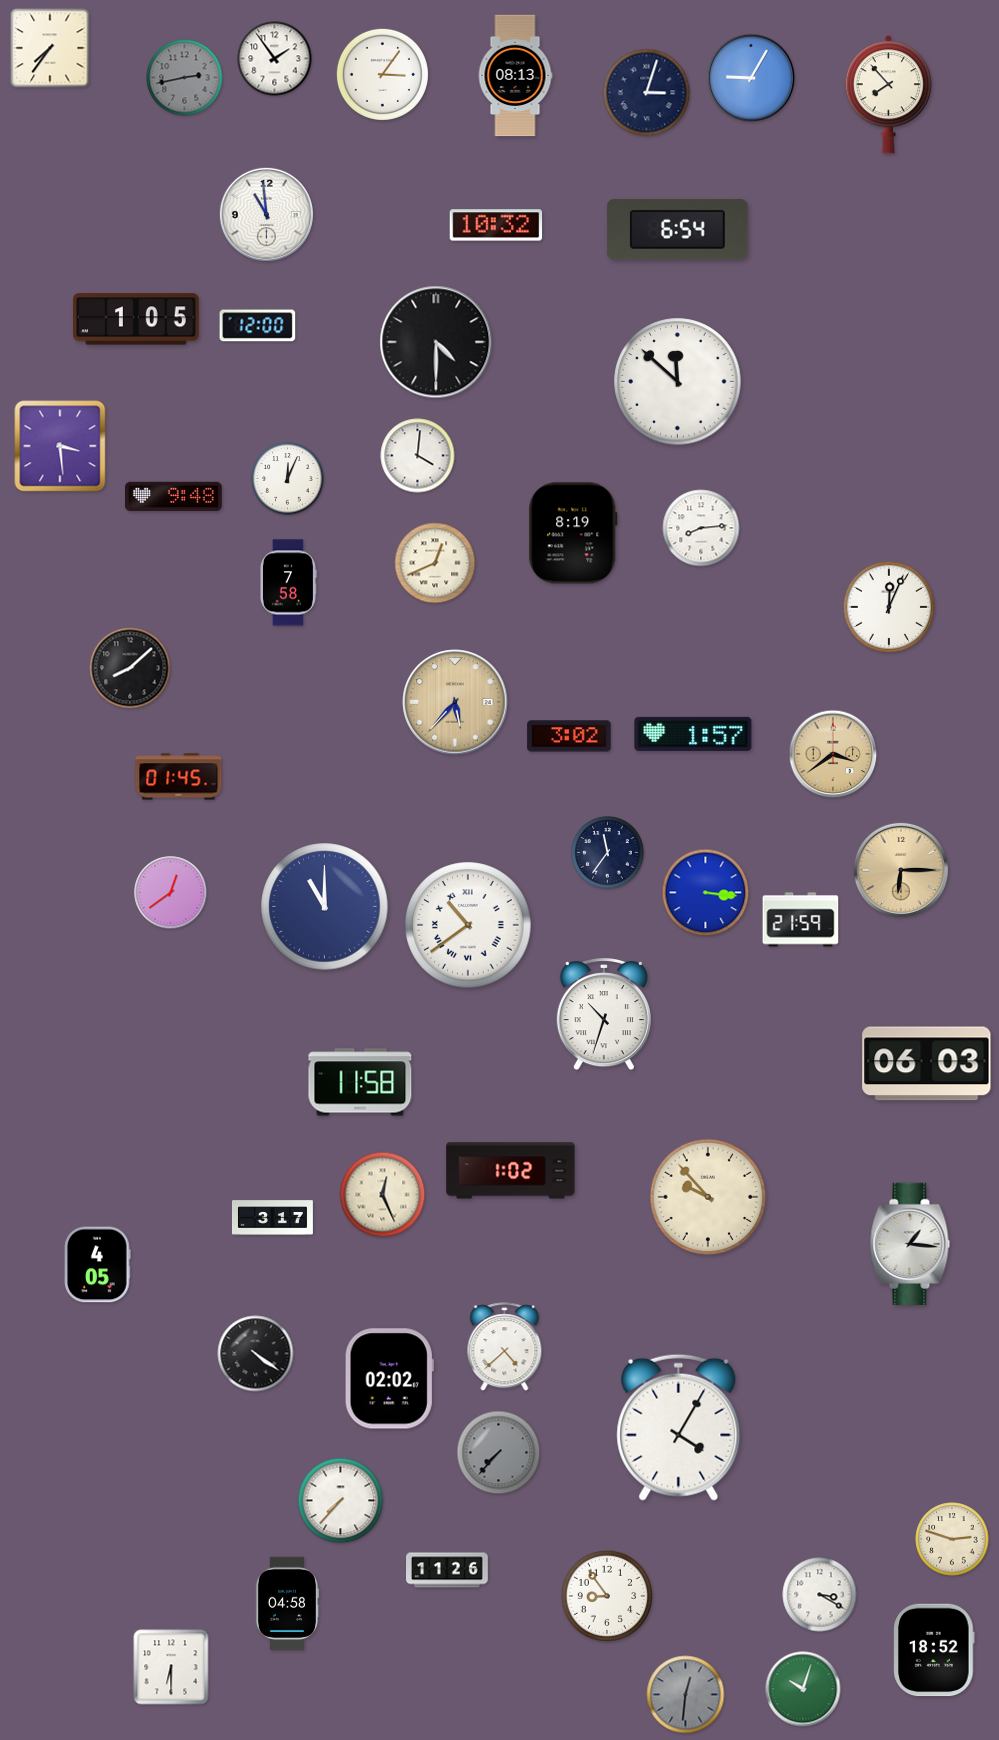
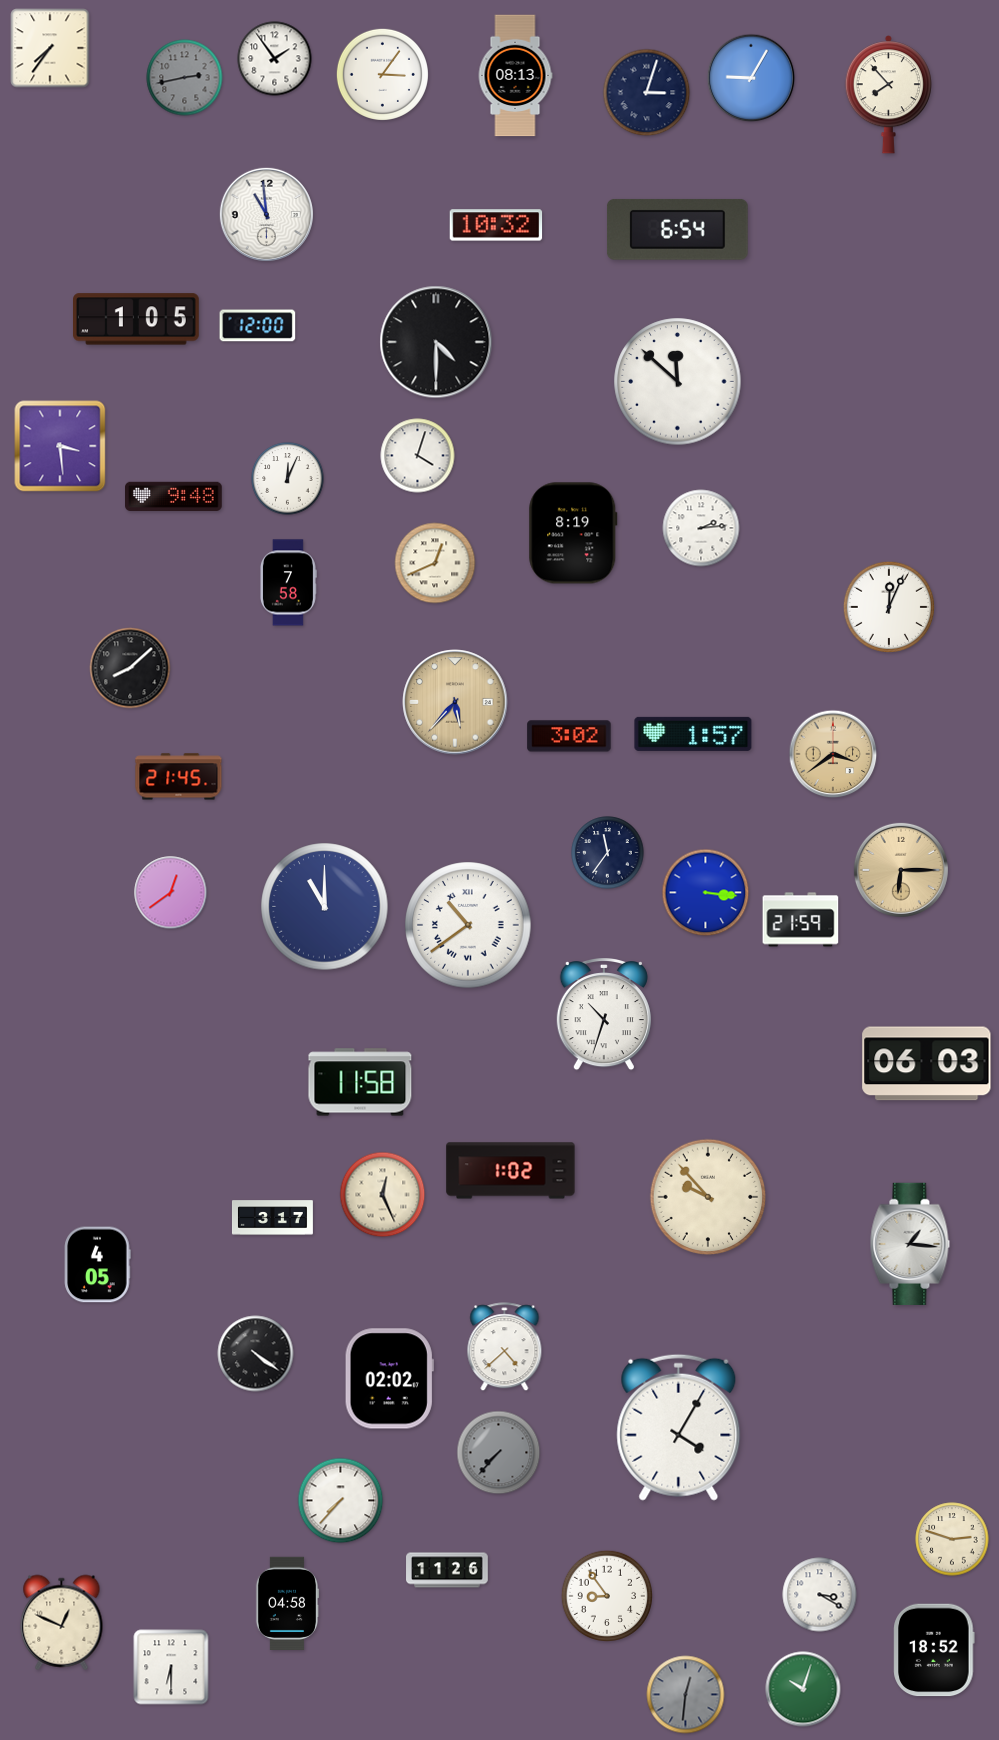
clock at (418, 456): 4:01 -> 4:03
clock at (701, 528): 8:14 -> 2:14
clock at (179, 777): 01:45 -> 21:45
clock at (62, 1623): none -> 12:49
